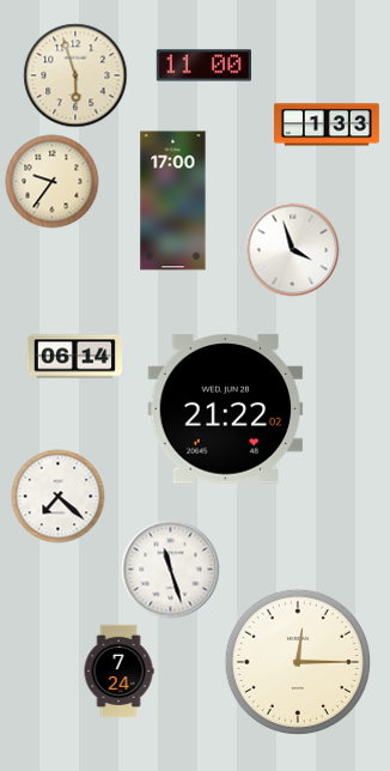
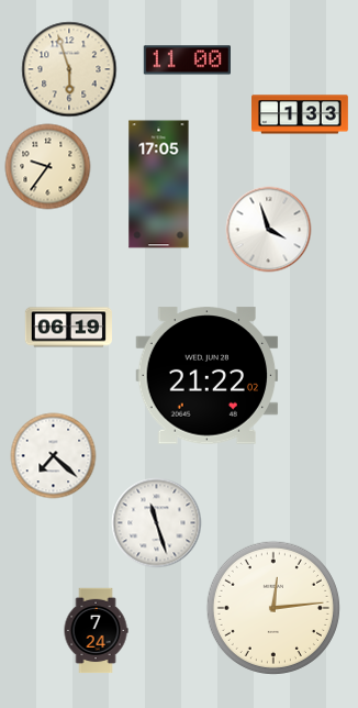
clock at (173, 201): 17:00 -> 17:05
clock at (74, 357): 06:14 -> 06:19
clock at (298, 662): 12:15 -> 12:14
clock at (118, 670) position: (118, 670) -> (96, 630)
